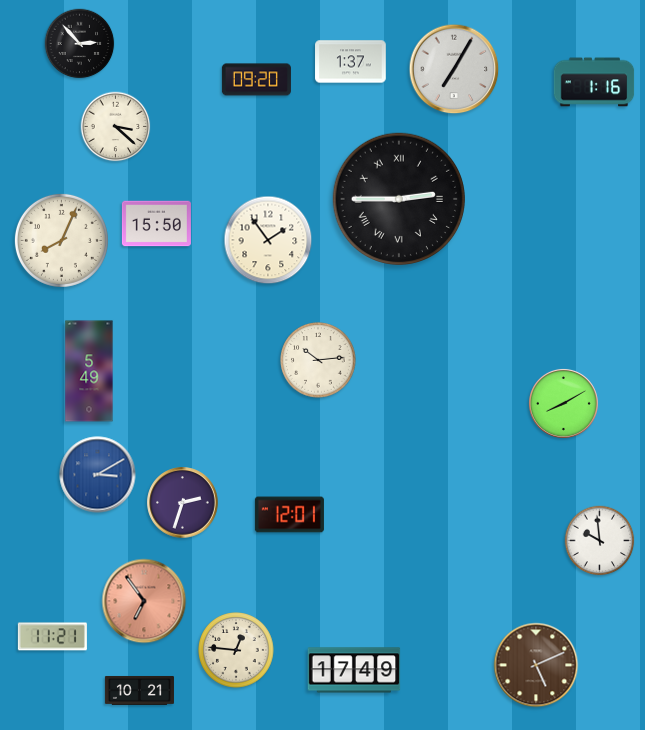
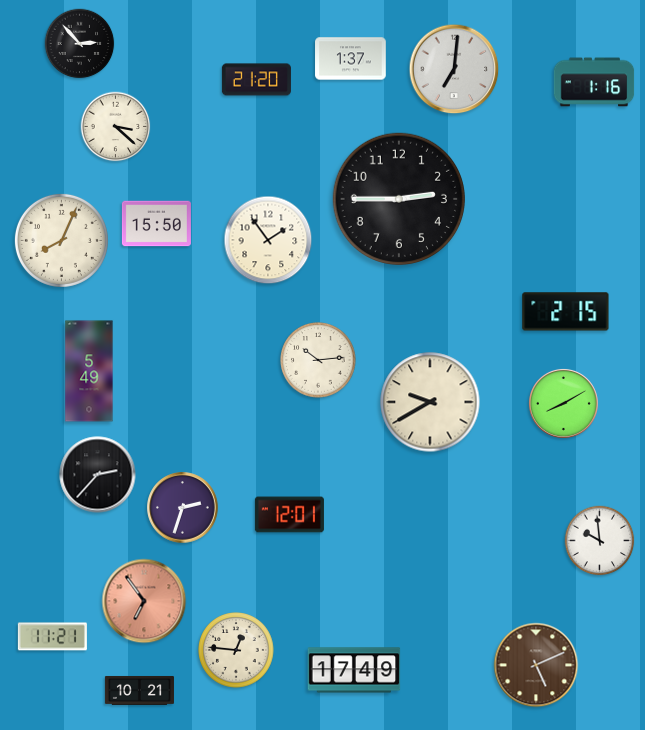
clock at (351, 62) position: (351, 62) -> (351, 59)
clock at (454, 69): 7:05 -> 7:01
clock at (256, 80): 09:20 -> 21:20
clock at (399, 199) numerals: Roman -> Arabic
clock at (566, 312): none -> 2:15
clock at (430, 402): none -> 9:40
clock at (98, 475): 3:10 -> 2:37
clock at (98, 475) dial: blue -> black
clock at (183, 503) position: (183, 503) -> (183, 508)
